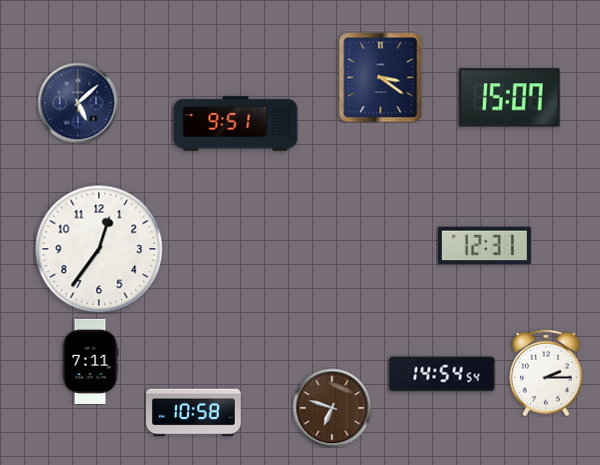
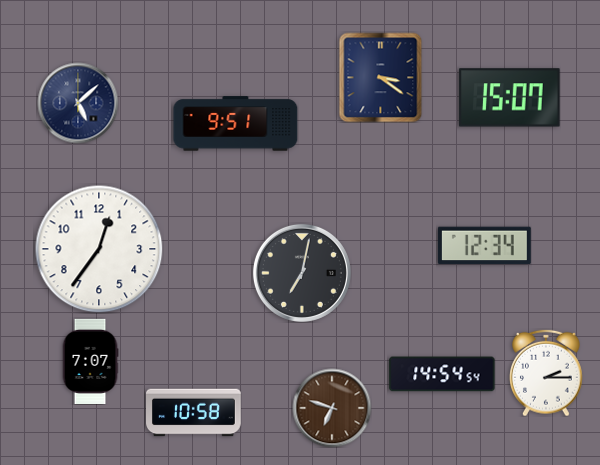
clock at (484, 246): 12:31 -> 12:34
clock at (302, 273): none -> 7:02
clock at (90, 361): 7:11 -> 7:07
